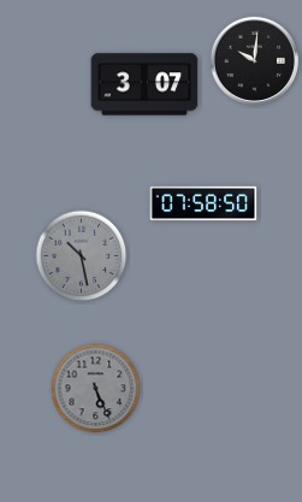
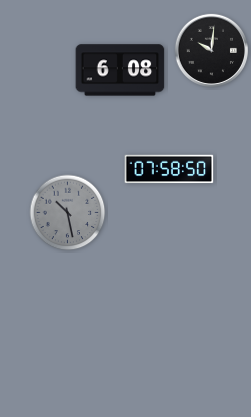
clock at (144, 84): 3:07 -> 6:08
clock at (96, 389): 5:26 -> none
